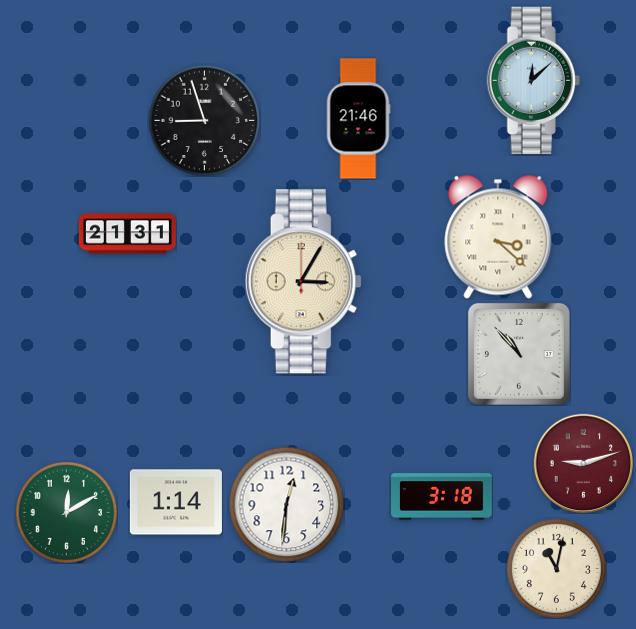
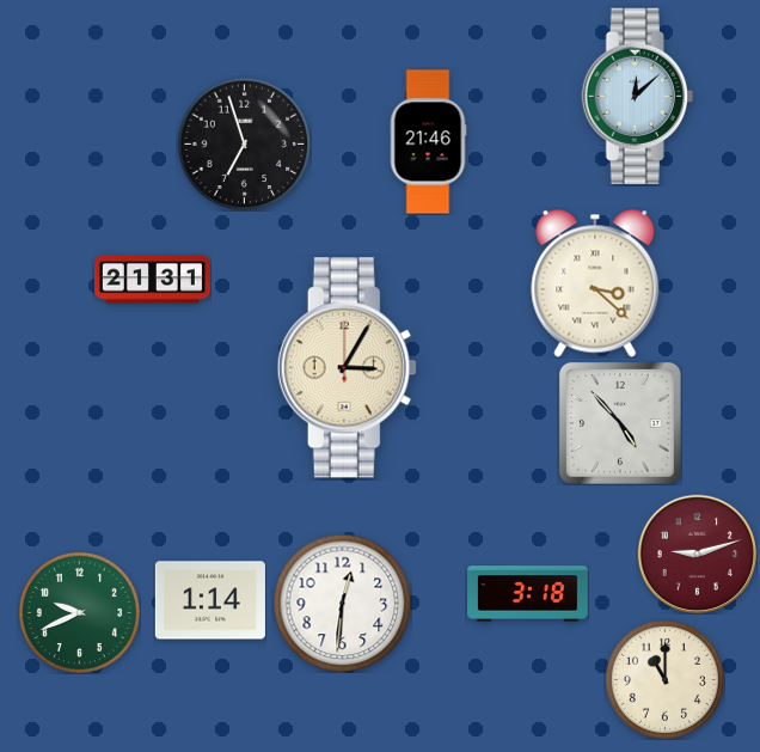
clock at (204, 120): 8:57 -> 6:57
clock at (303, 282) position: (303, 282) -> (347, 368)
clock at (519, 354): 10:53 -> 4:53
clock at (66, 512): 12:10 -> 9:41
clock at (556, 568): 11:02 -> 11:00
